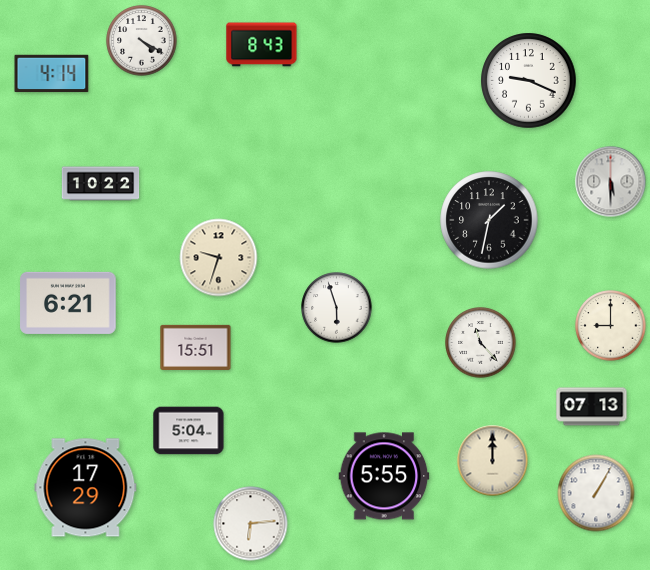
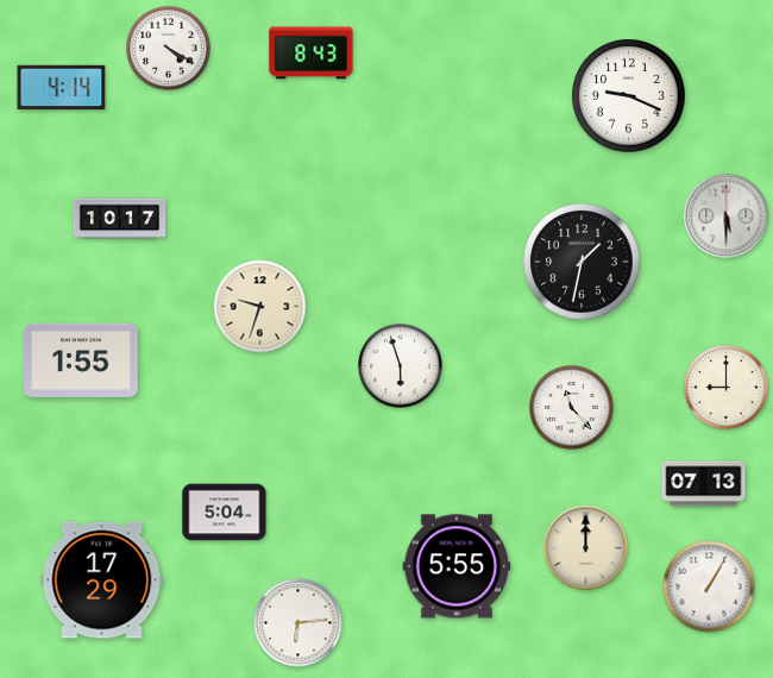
clock at (101, 184): 10:22 -> 10:17
clock at (68, 303): 6:21 -> 1:55
clock at (196, 347): 15:51 -> none
